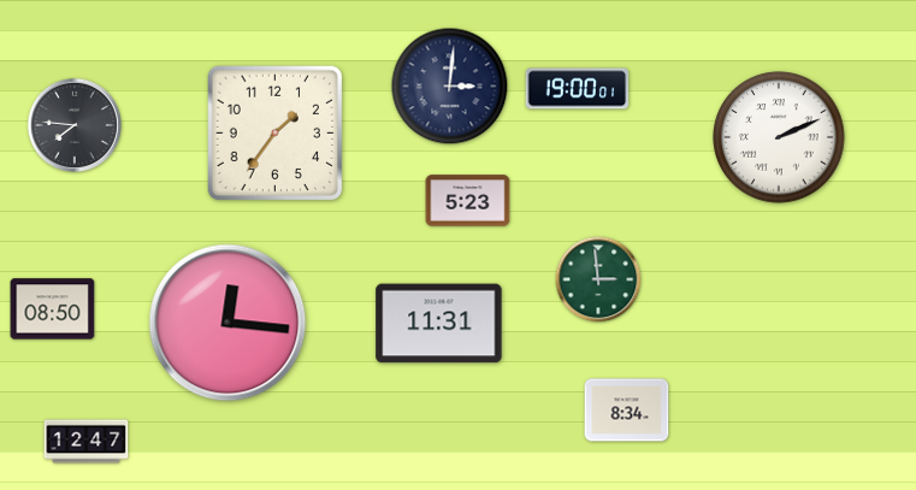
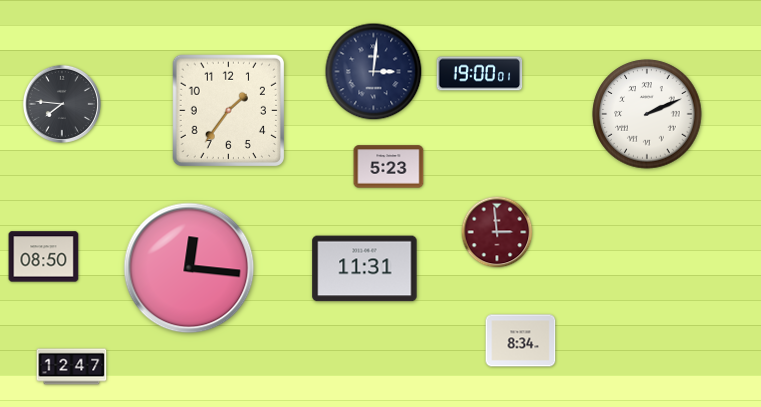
clock at (598, 279) dial: green -> burgundy
